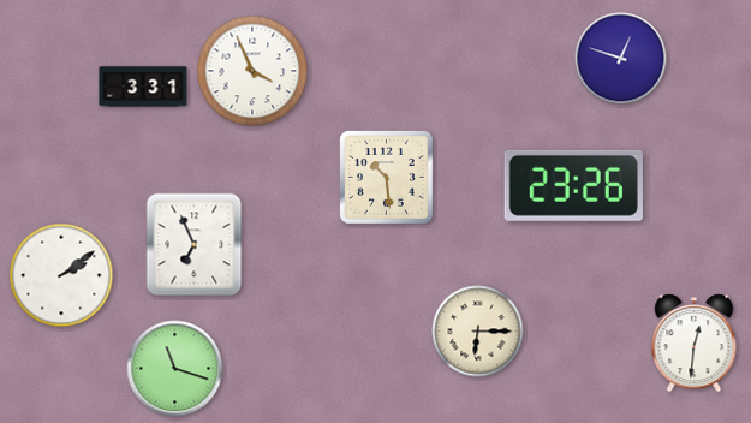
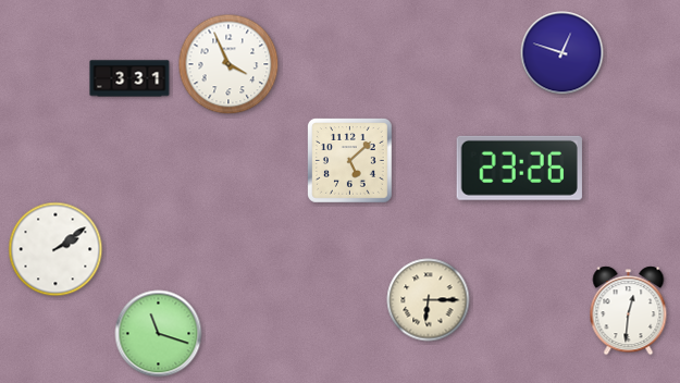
clock at (387, 178): 10:29 -> 5:08
clock at (195, 245): 6:56 -> none
clock at (478, 332) position: (478, 332) -> (429, 300)
